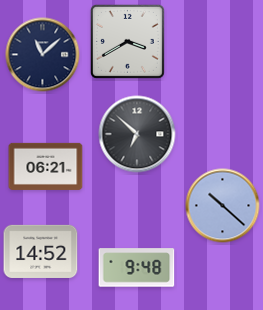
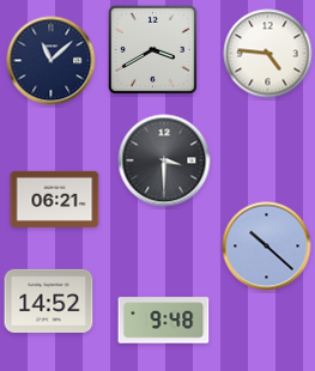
clock at (268, 54): none -> 4:46
clock at (43, 55) position: (43, 55) -> (52, 61)
clock at (137, 134): 6:52 -> 3:30
